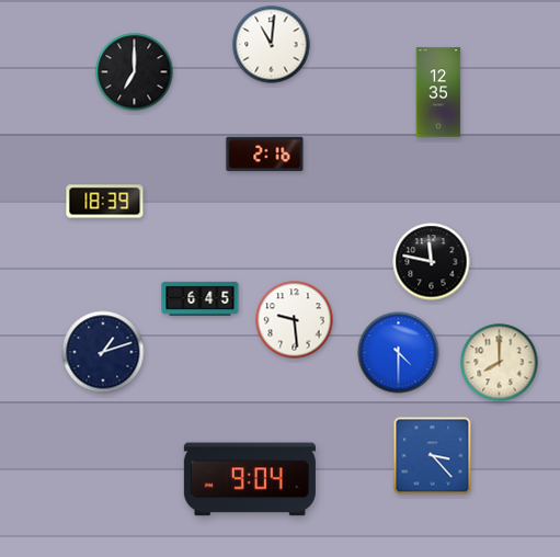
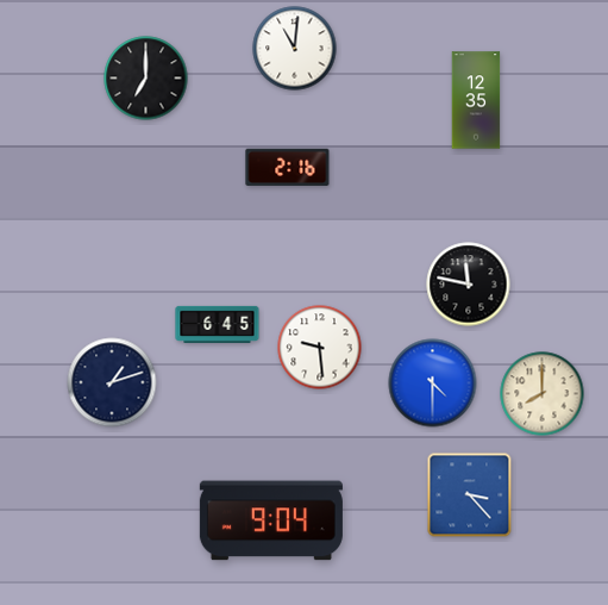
clock at (105, 202): 18:39 -> none
